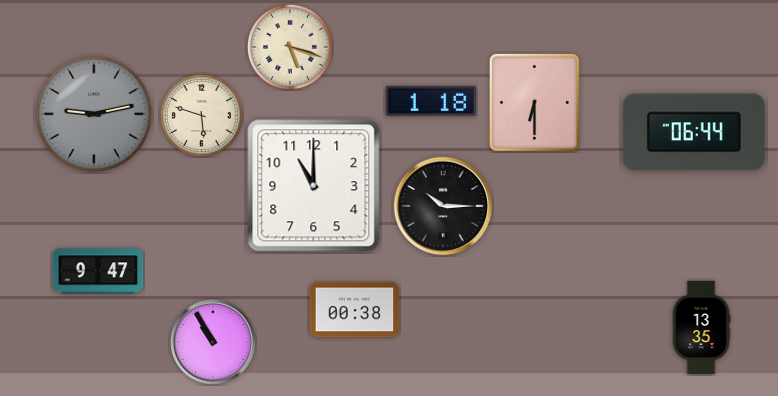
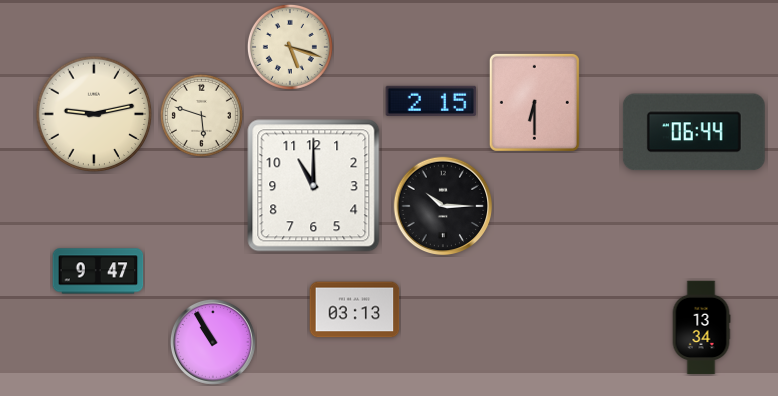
clock at (431, 101): 1:18 -> 2:15
clock at (94, 114) dial: grey -> cream
clock at (355, 310): 00:38 -> 03:13
clock at (701, 328): 13:35 -> 13:34
